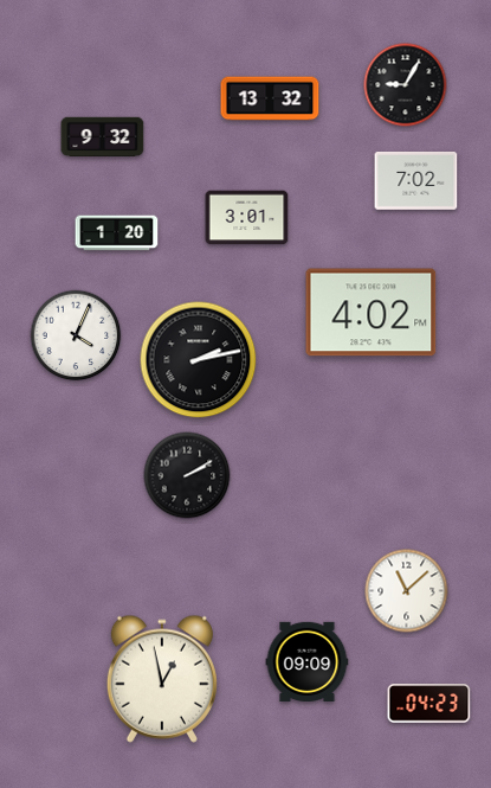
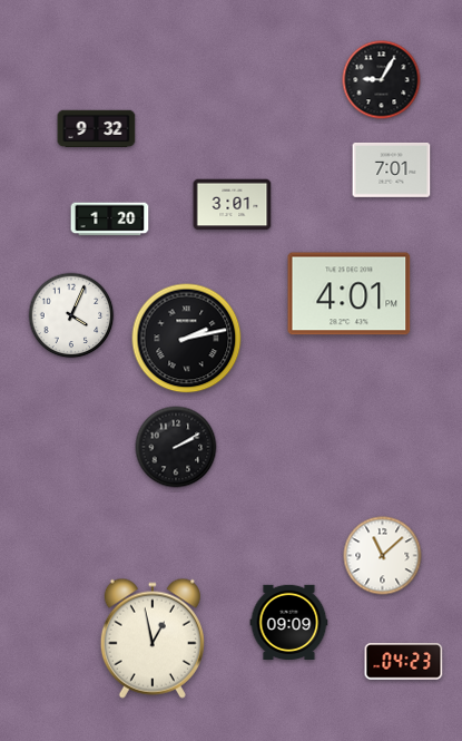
clock at (270, 98): 13:32 -> none
clock at (416, 181): 7:02 -> 7:01
clock at (372, 313): 4:02 -> 4:01
